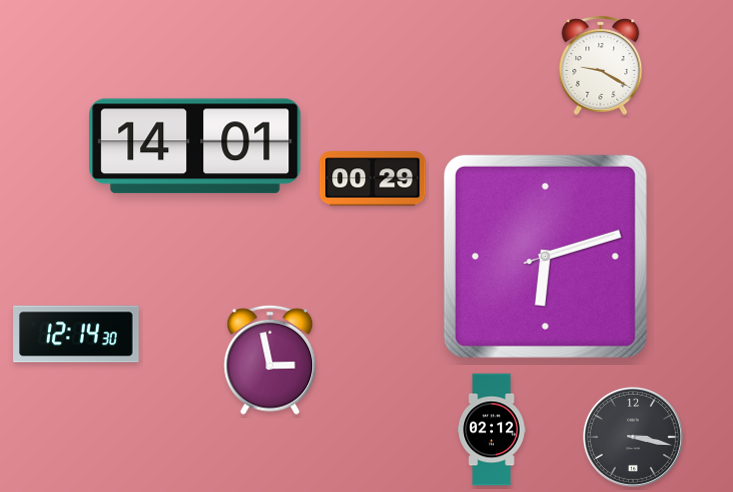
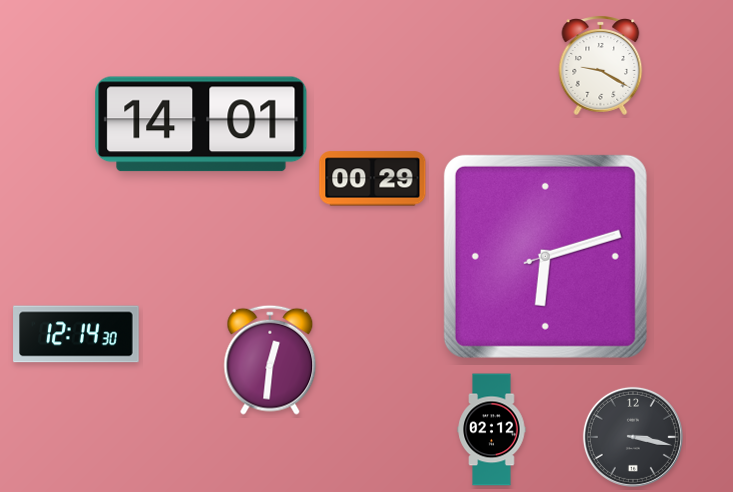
clock at (195, 146) position: (195, 146) -> (201, 124)
clock at (270, 360): 2:58 -> 12:31
